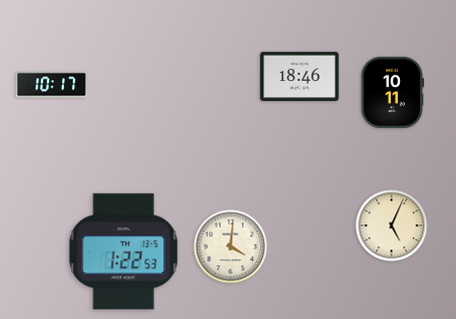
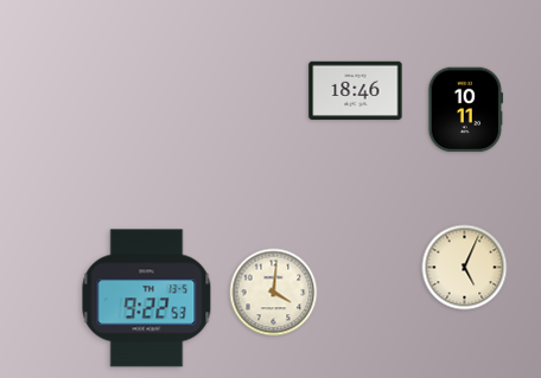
clock at (52, 85): 10:17 -> none
clock at (124, 252): 1:22 -> 9:22
